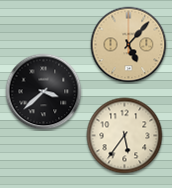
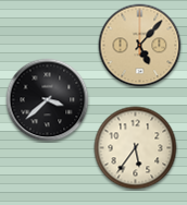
clock at (129, 45) position: (129, 45) -> (140, 46)
